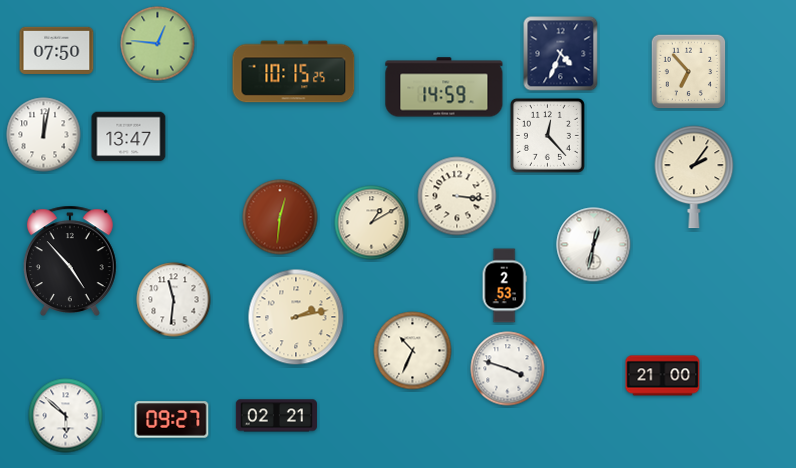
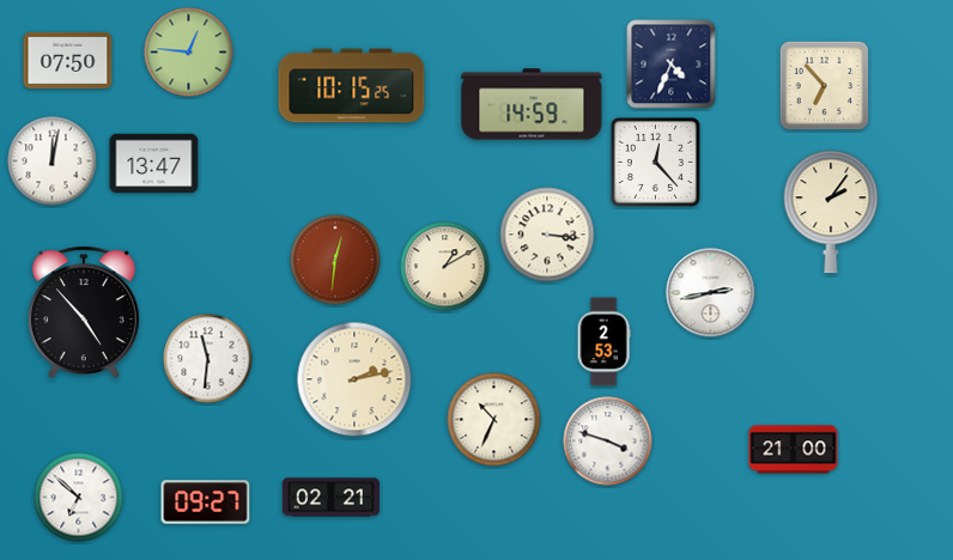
clock at (594, 245): 12:32 -> 2:43
clock at (66, 416): 5:52 -> 6:52
